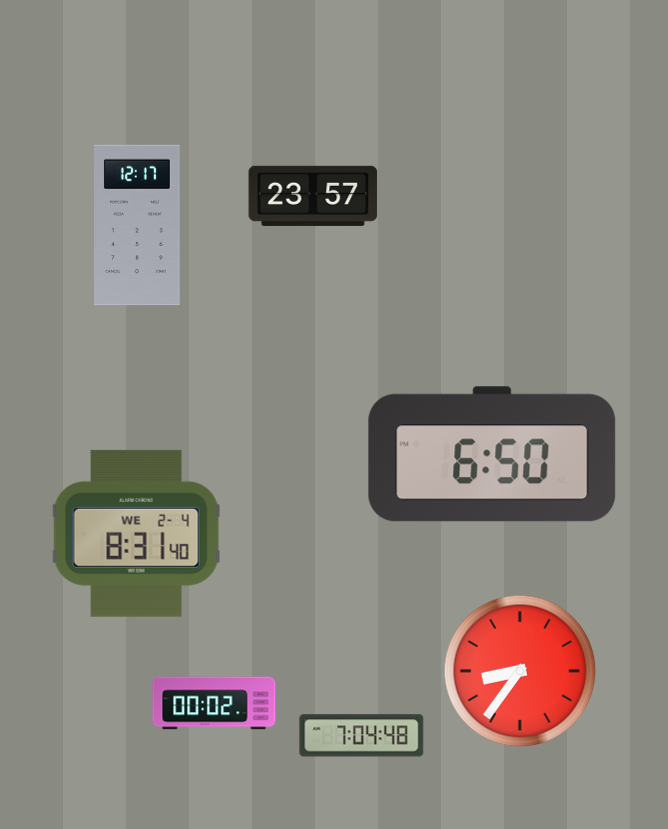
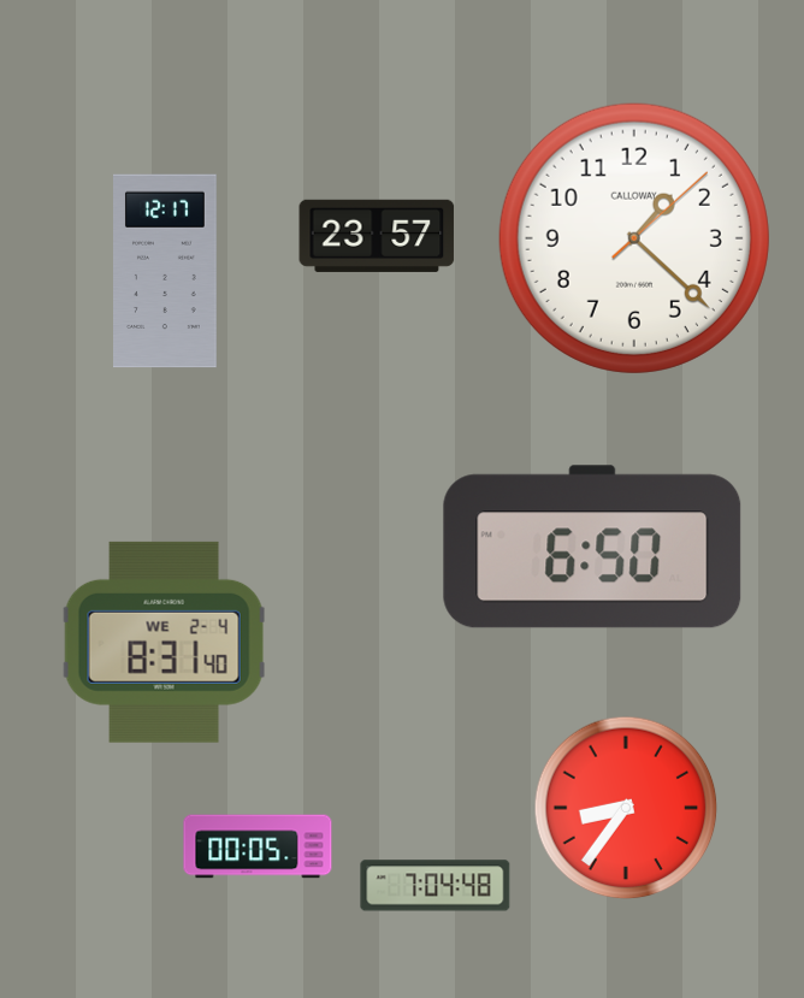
clock at (634, 238): none -> 1:22
clock at (214, 703): 00:02 -> 00:05
